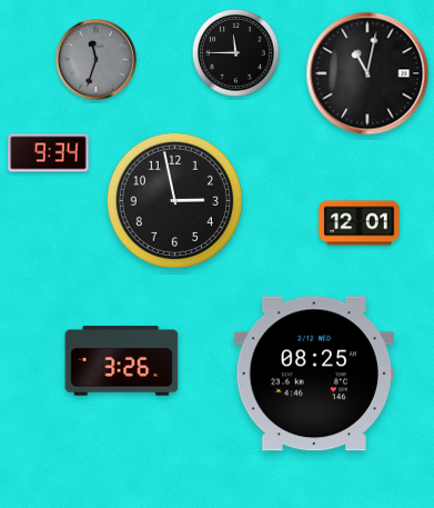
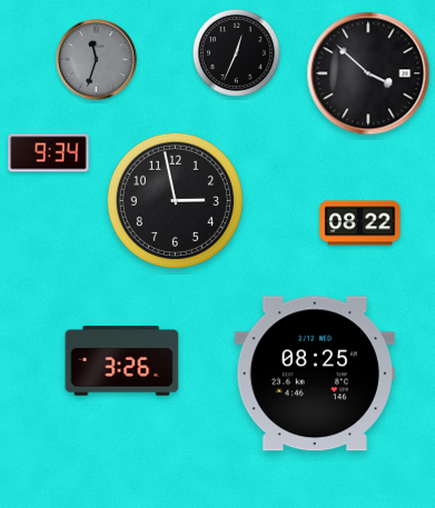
clock at (235, 52): 11:45 -> 12:34
clock at (367, 73): 11:02 -> 3:52
clock at (360, 223): 12:01 -> 08:22
